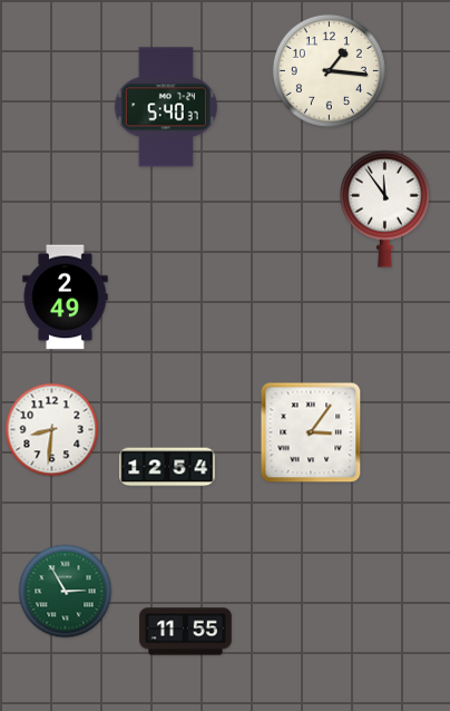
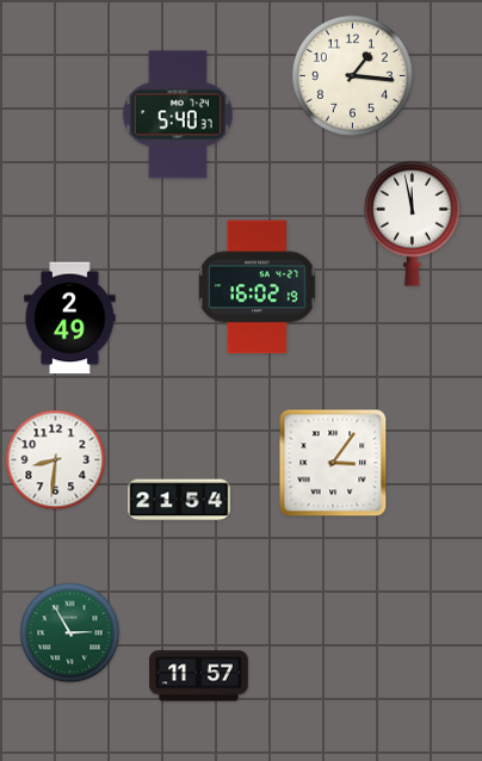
clock at (384, 208): 11:54 -> 11:58
clock at (257, 287): none -> 16:02
clock at (167, 467): 12:54 -> 21:54
clock at (186, 632): 11:55 -> 11:57
